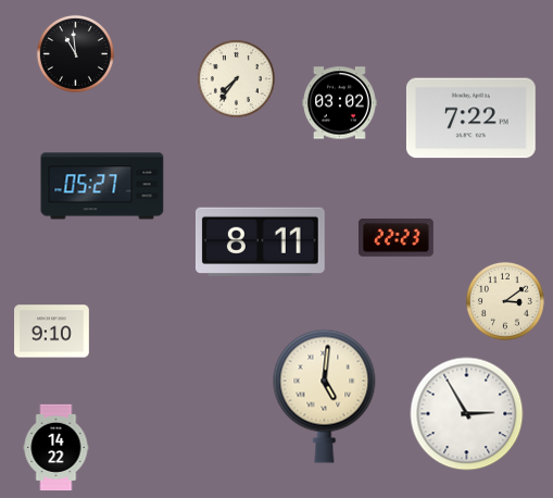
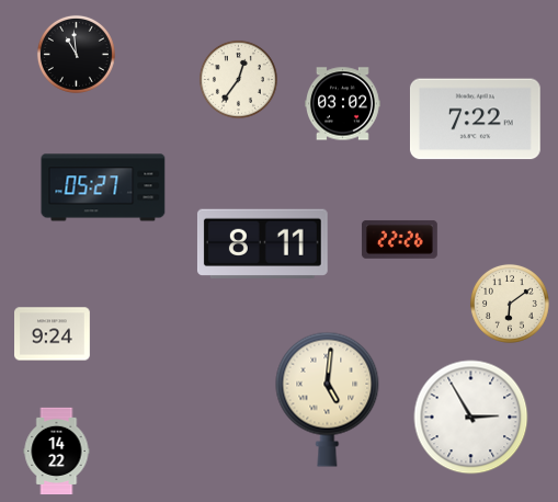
clock at (236, 78): 7:36 -> 12:36
clock at (395, 238): 22:23 -> 22:26
clock at (505, 301): 3:09 -> 6:09
clock at (52, 332): 9:10 -> 9:24
